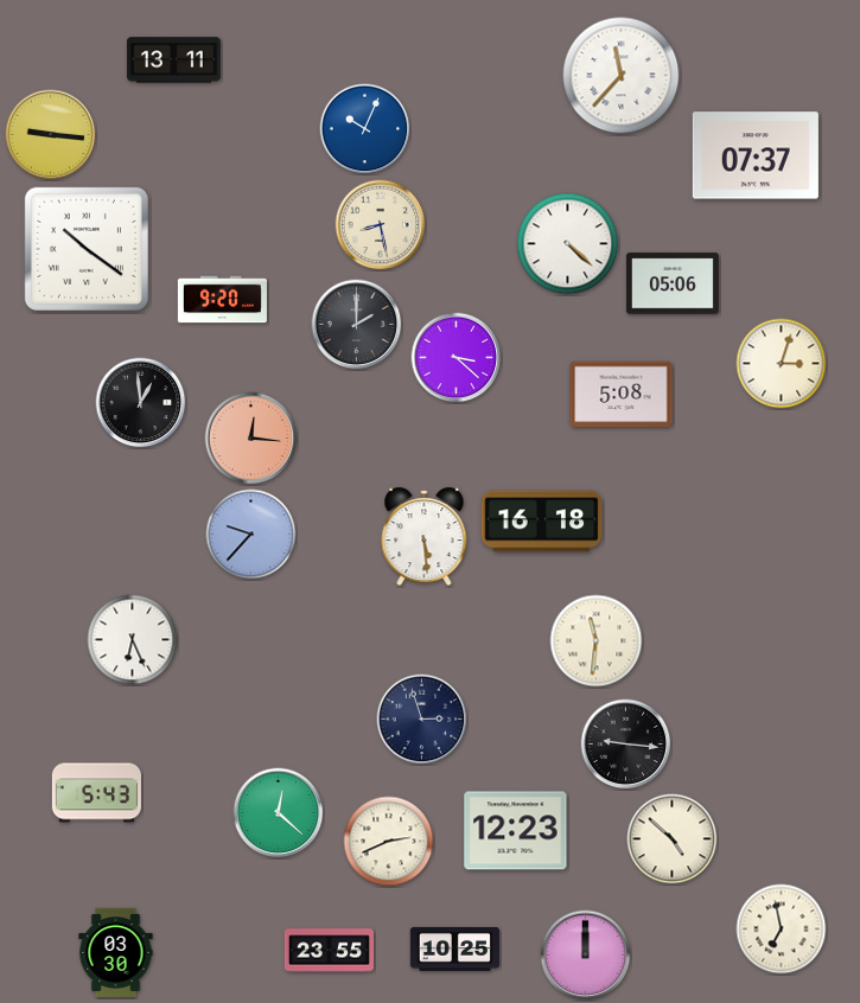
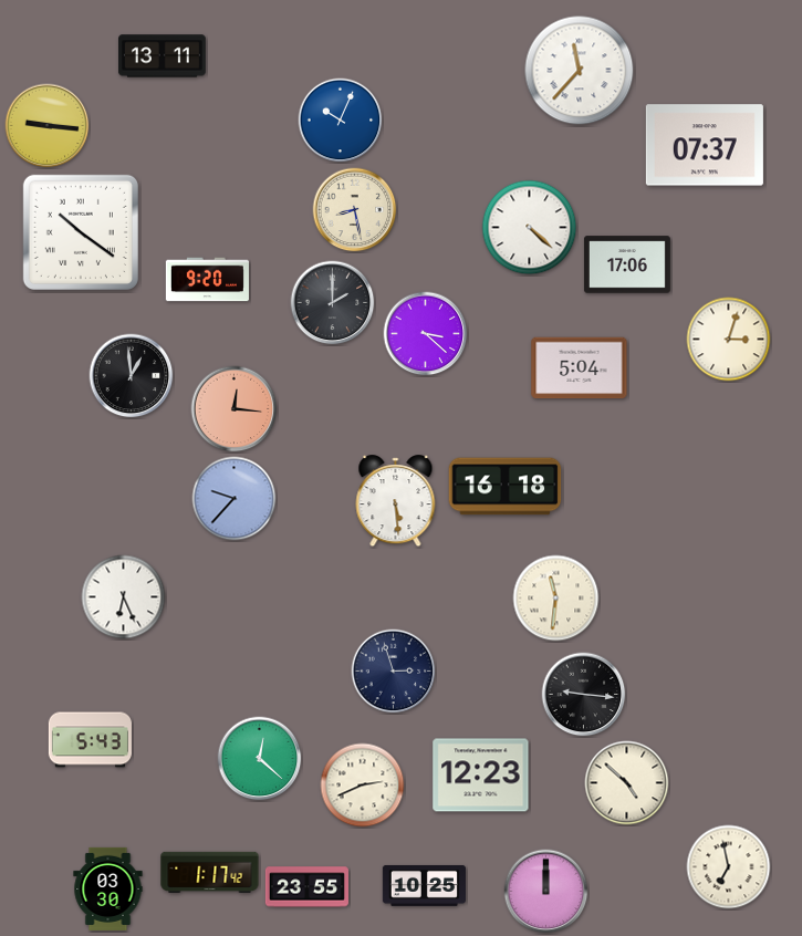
clock at (673, 283): 05:06 -> 17:06
clock at (622, 395): 5:08 -> 5:04
clock at (210, 872): none -> 1:17
